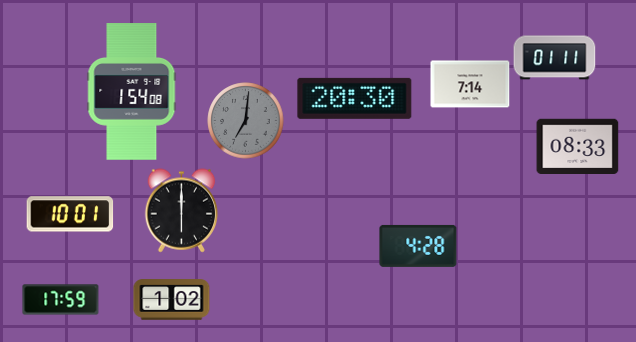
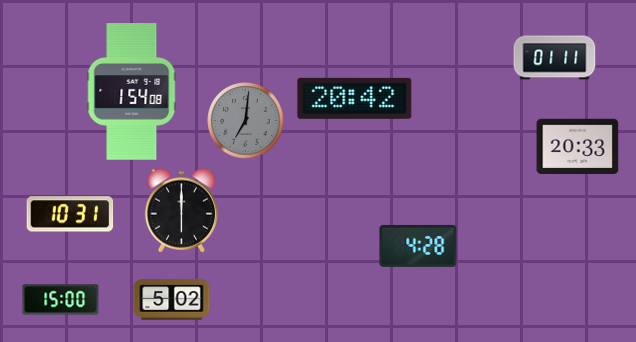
clock at (470, 84): 7:14 -> none
clock at (355, 98): 20:30 -> 20:42
clock at (578, 147): 08:33 -> 20:33
clock at (70, 214): 10:01 -> 10:31
clock at (61, 300): 17:59 -> 15:00
clock at (172, 300): 1:02 -> 5:02
